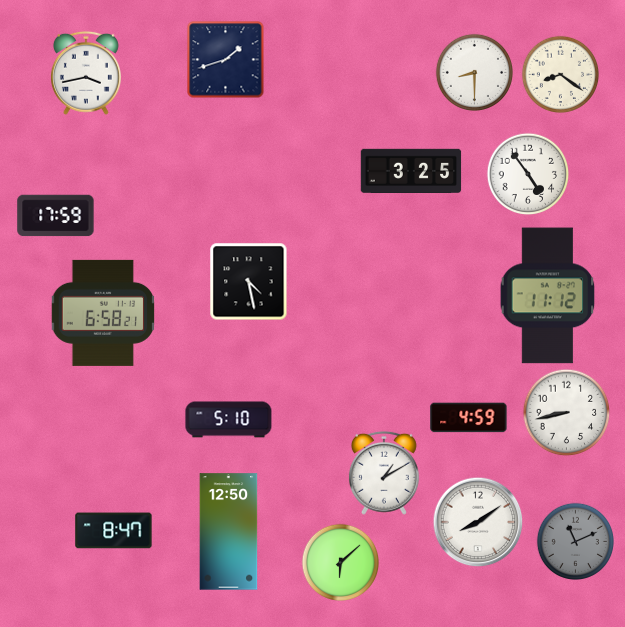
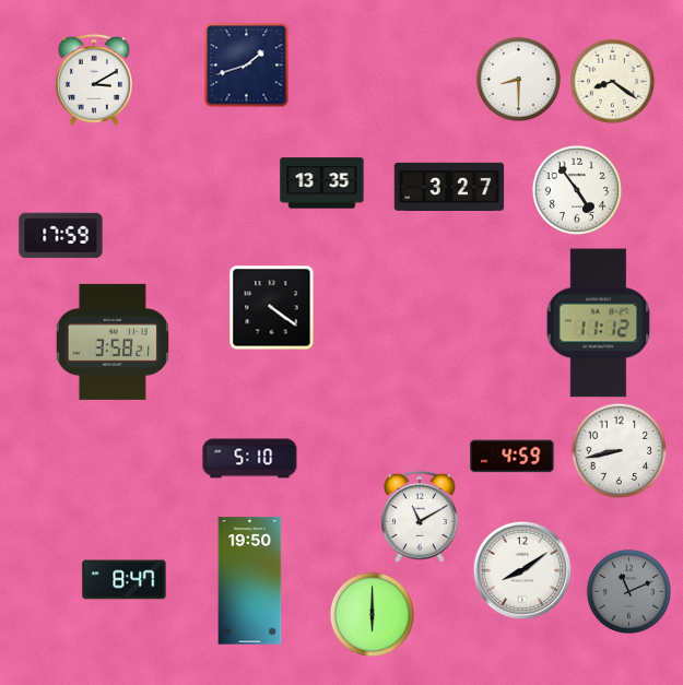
clock at (86, 73): 3:43 -> 3:10
clock at (322, 184): none -> 13:35
clock at (411, 170): 3:25 -> 3:27
clock at (248, 281): 4:28 -> 4:21
clock at (102, 313): 6:58 -> 3:58
clock at (384, 473): 1:10 -> 11:10
clock at (229, 532): 12:50 -> 19:50
clock at (340, 562): 6:08 -> 6:00
